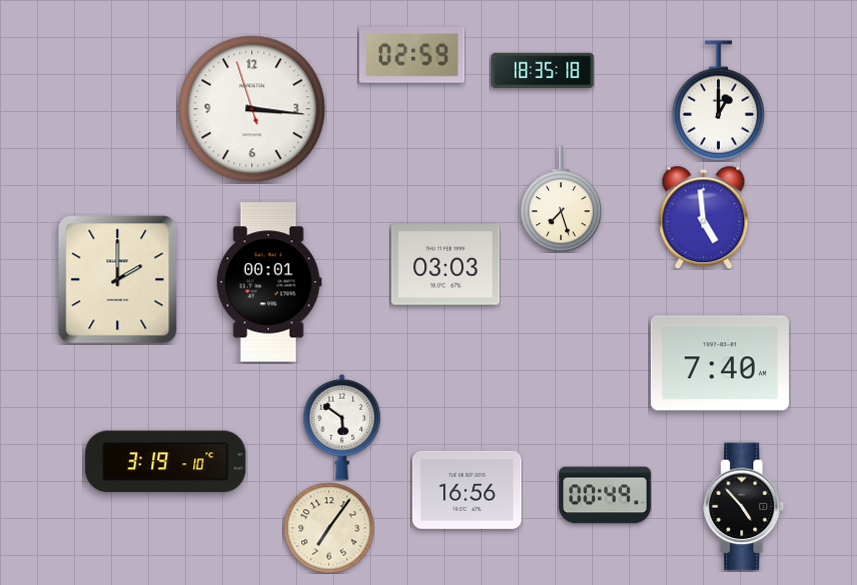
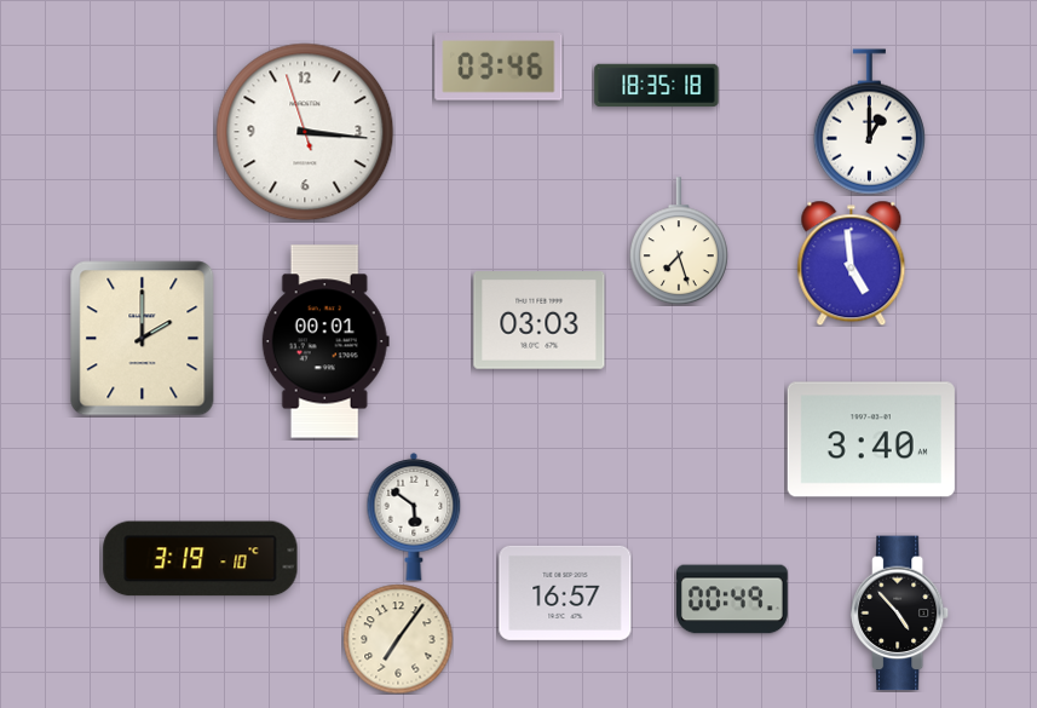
clock at (412, 56): 02:59 -> 03:46
clock at (720, 363): 7:40 -> 3:40
clock at (467, 490): 16:56 -> 16:57
